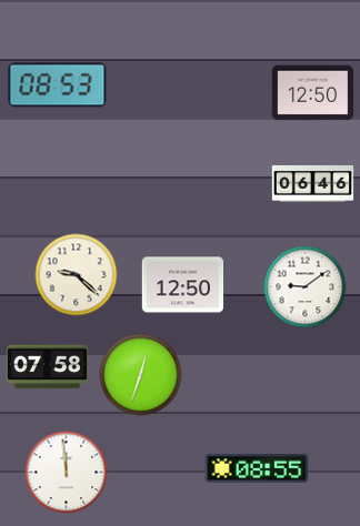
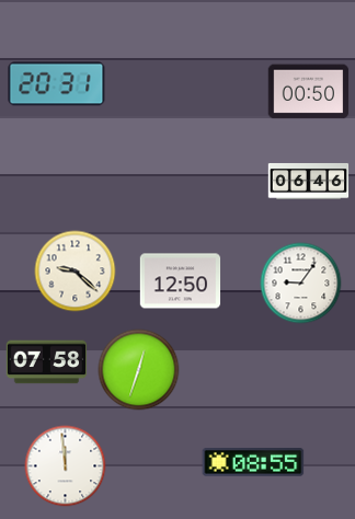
clock at (58, 85): 08:53 -> 20:31
clock at (313, 93): 12:50 -> 00:50
clock at (306, 287): 9:09 -> 9:06
